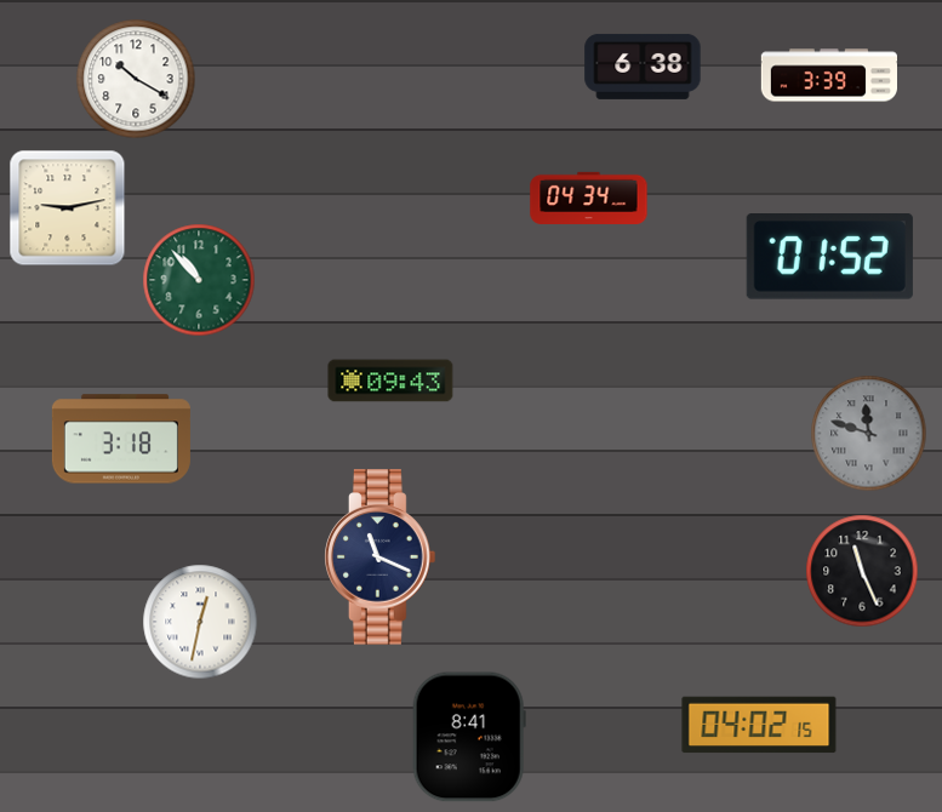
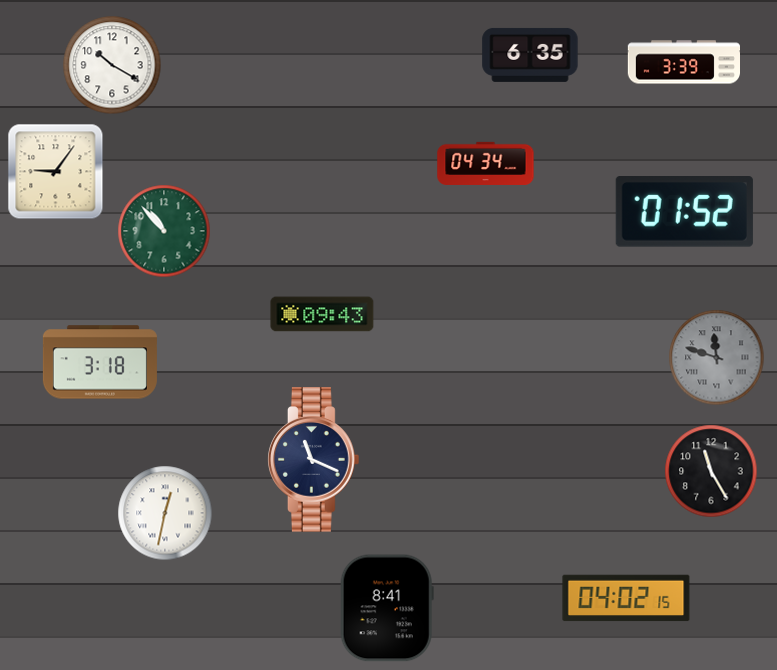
clock at (643, 67): 6:38 -> 6:35
clock at (68, 208): 9:13 -> 9:06
clock at (862, 571): 11:26 -> 11:25
